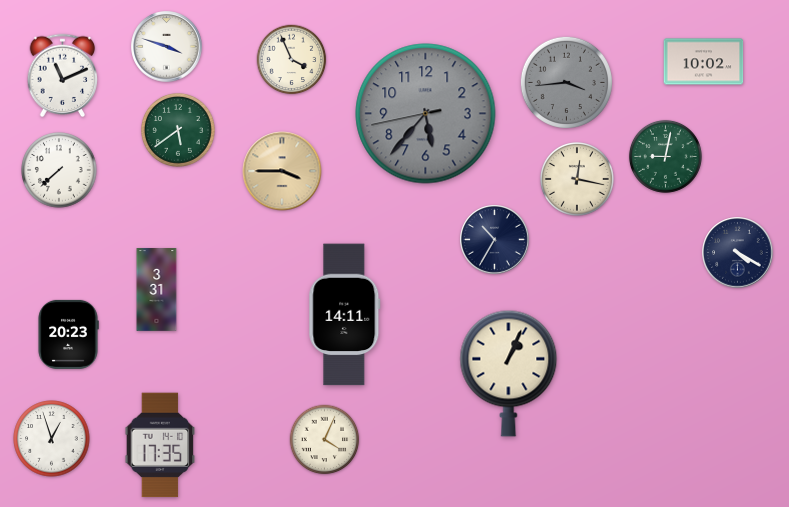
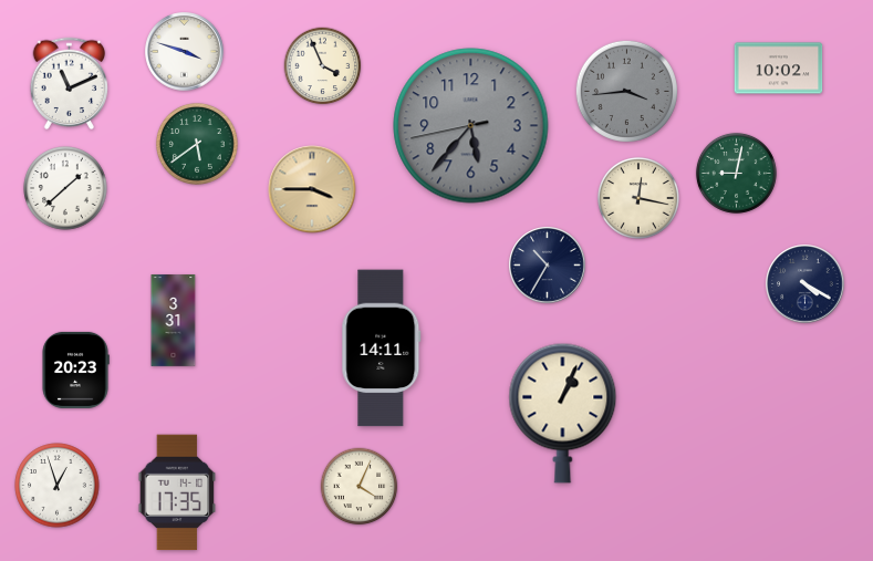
clock at (59, 170): 7:38 -> 1:38
clock at (738, 253) position: (738, 253) -> (806, 284)
